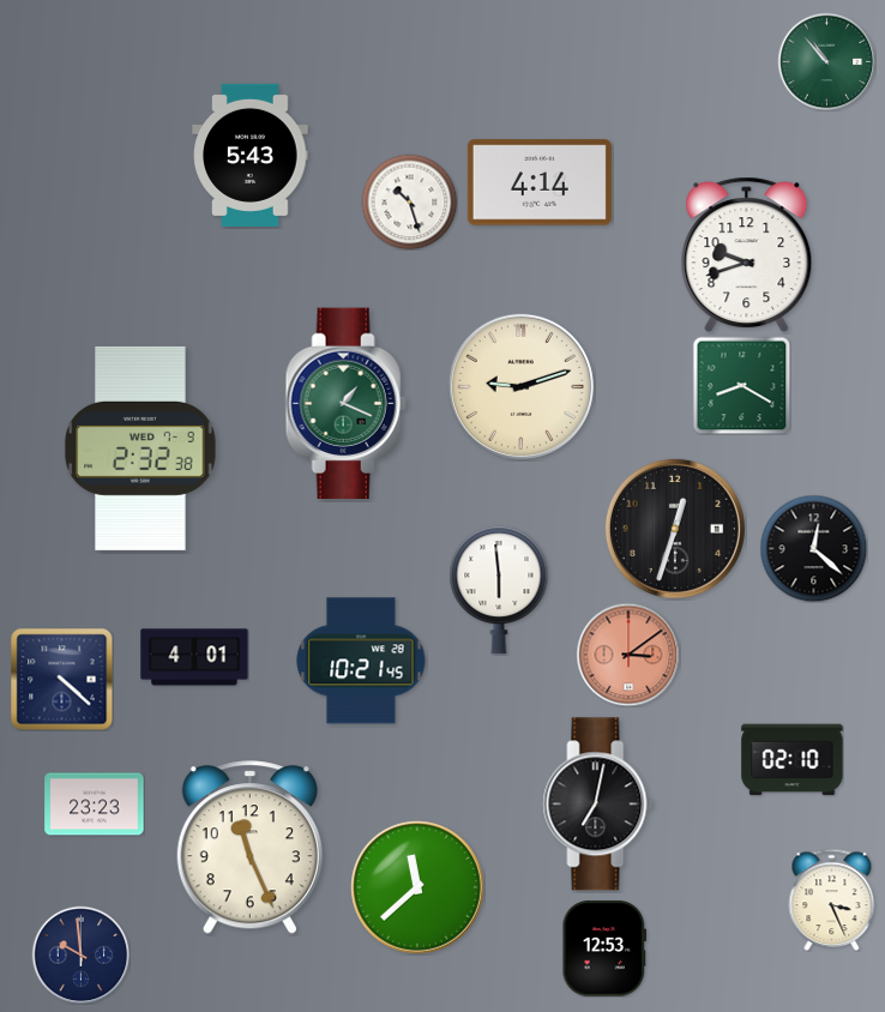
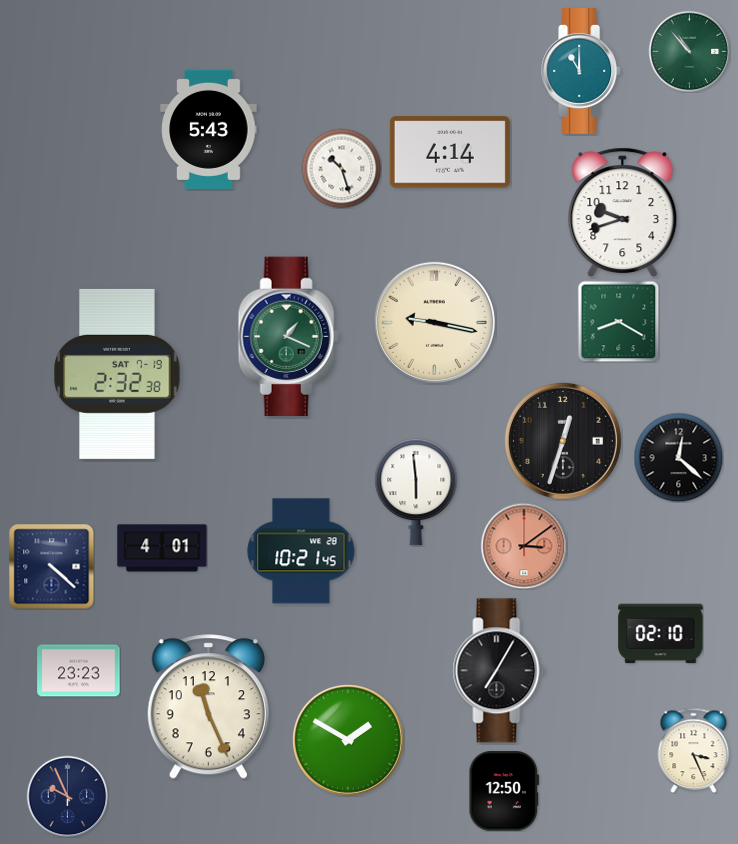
clock at (582, 72): none -> 11:00
clock at (520, 386): 9:12 -> 9:17
clock at (140, 448) date: WED 7-9 -> SAT 7-19
clock at (598, 805): 7:02 -> 7:05
clock at (419, 888): 11:38 -> 1:50
clock at (604, 948): 12:53 -> 12:50
clock at (80, 954): 9:59 -> 9:56
